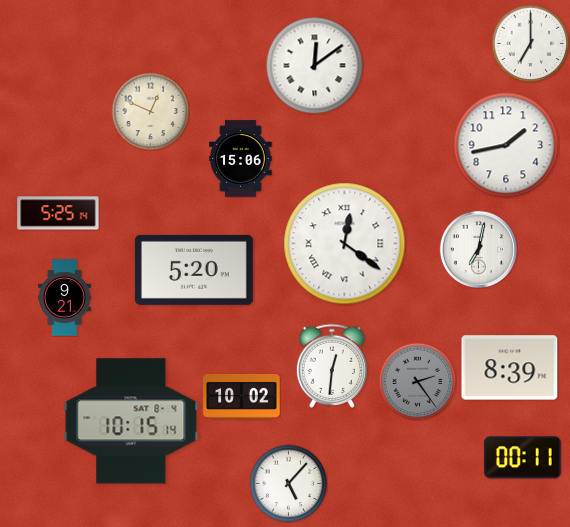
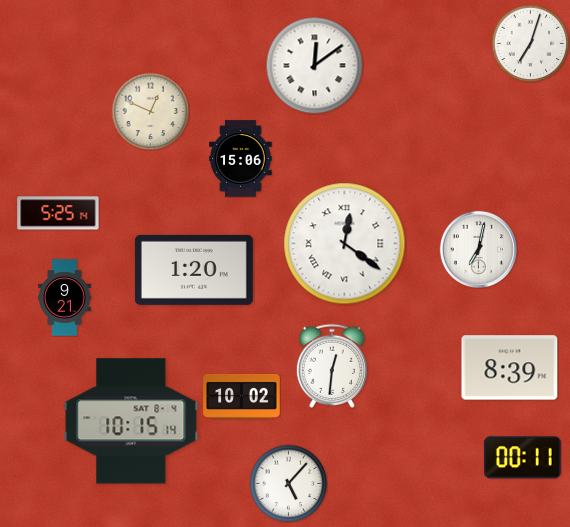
clock at (530, 43): 7:00 -> 7:03
clock at (506, 145): 1:43 -> none
clock at (194, 270): 5:20 -> 1:20
clock at (417, 381): 2:24 -> none
